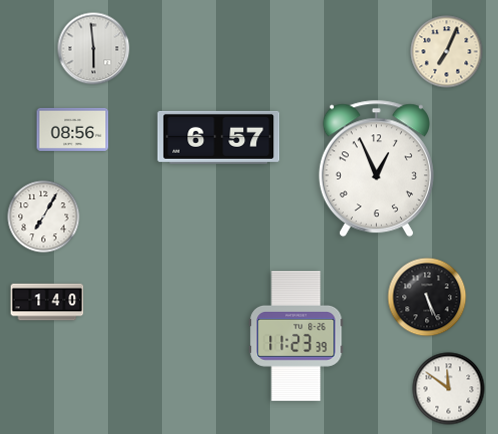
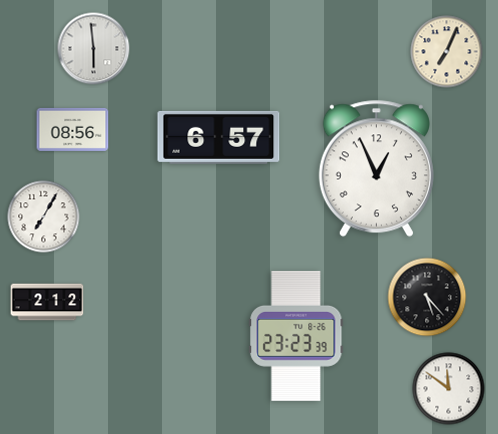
clock at (427, 297): 5:26 -> 5:23
clock at (47, 302): 1:40 -> 2:12
clock at (296, 336): 11:23 -> 23:23
